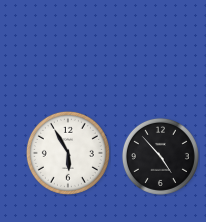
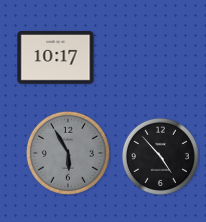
clock at (56, 57): none -> 10:17
clock at (68, 153) dial: white -> grey
